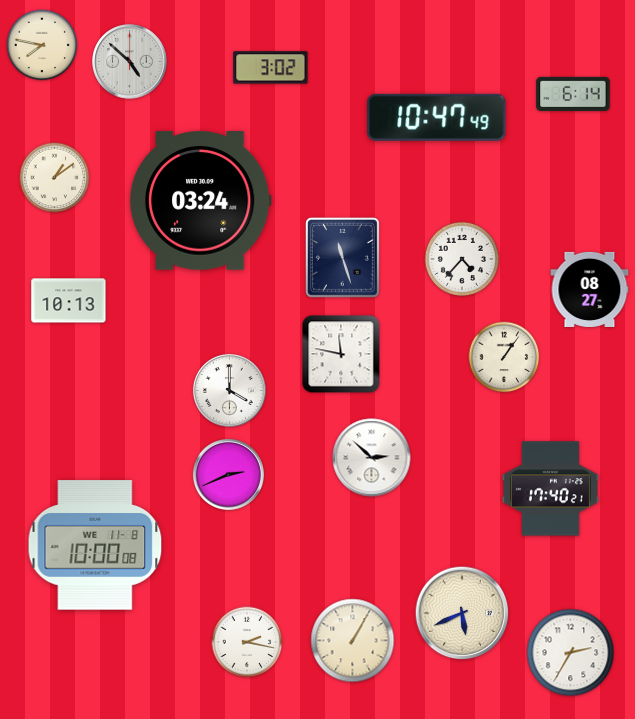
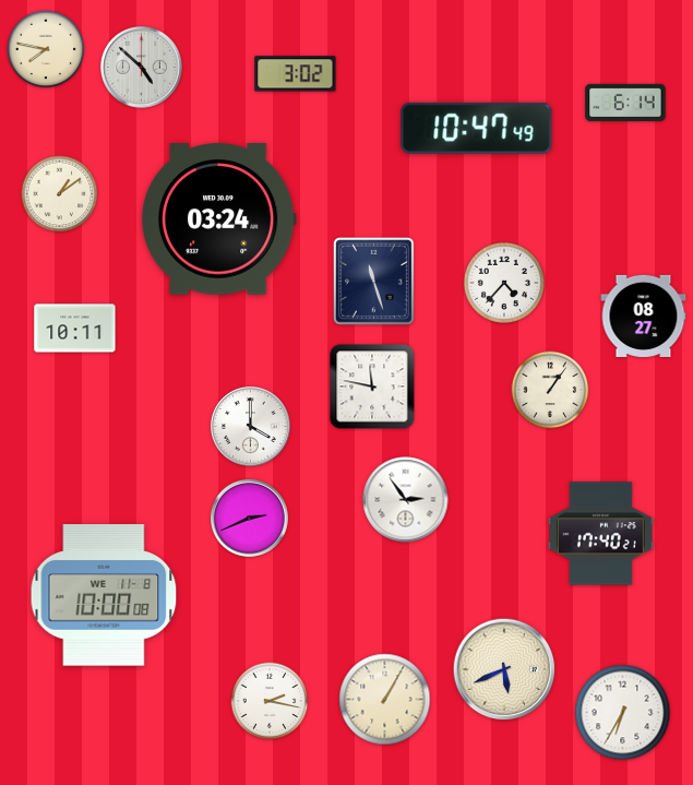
clock at (69, 301): 10:13 -> 10:11
clock at (372, 458): 2:52 -> 2:54
clock at (571, 653): 2:35 -> 6:35
